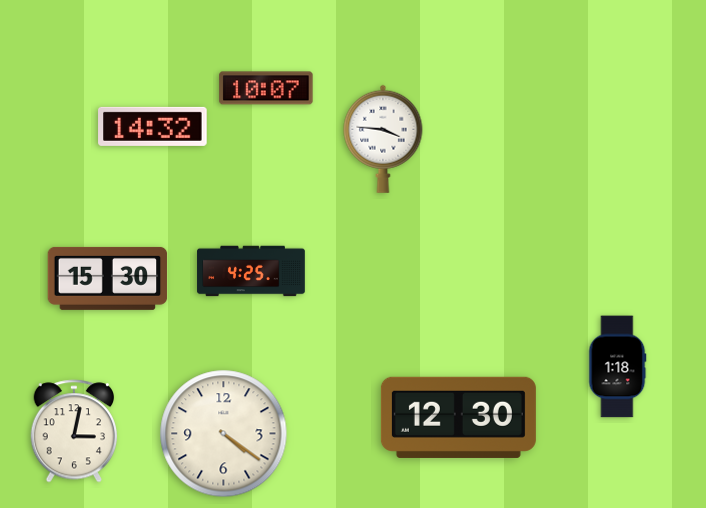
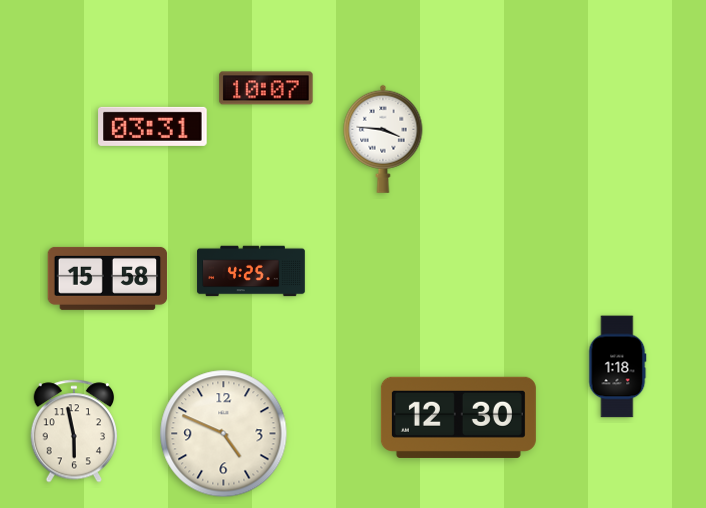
clock at (153, 126): 14:32 -> 03:31
clock at (108, 278): 15:30 -> 15:58
clock at (74, 431): 3:02 -> 5:58
clock at (224, 434): 4:21 -> 4:49
